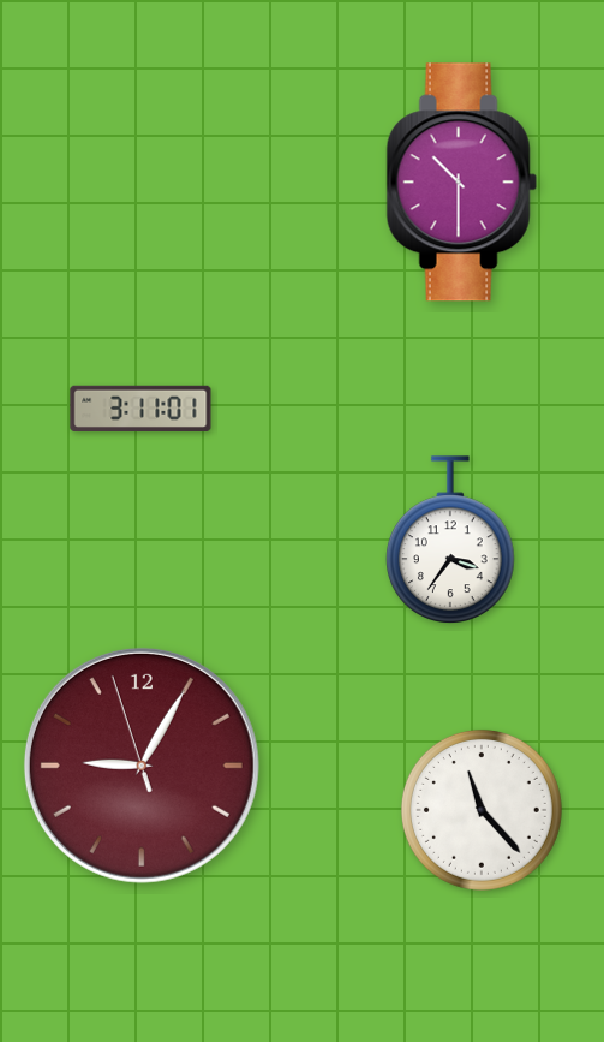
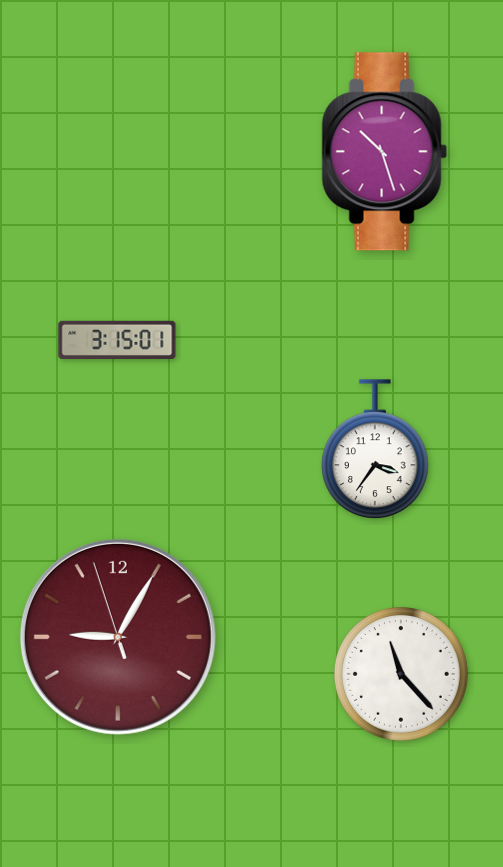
clock at (461, 183): 10:30 -> 10:27
clock at (140, 407): 3:11 -> 3:15
